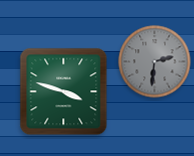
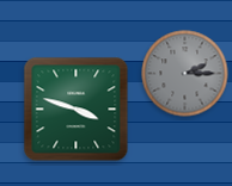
clock at (155, 62): 2:31 -> 2:15
